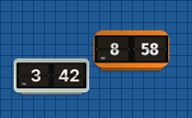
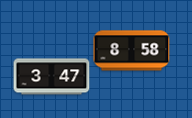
clock at (52, 77): 3:42 -> 3:47
